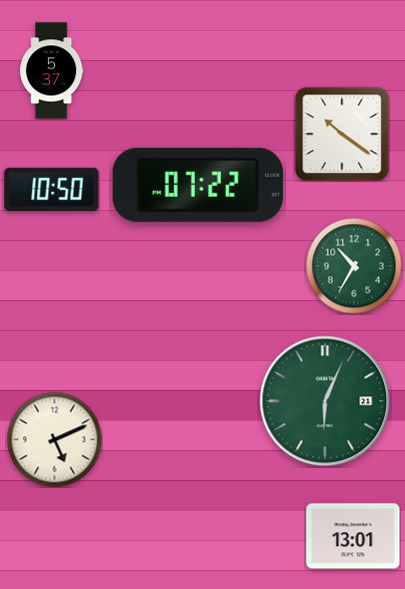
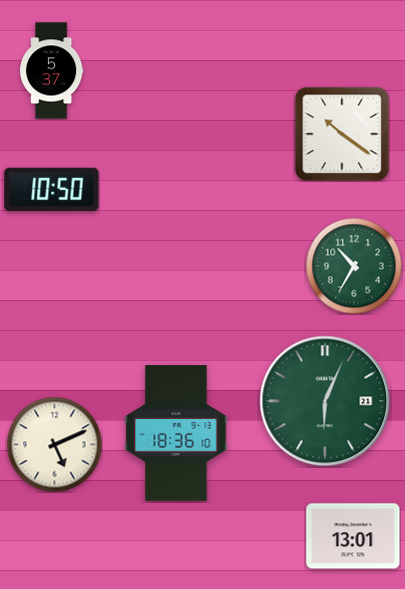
clock at (198, 185): 07:22 -> none
clock at (176, 433): none -> 18:36
clock at (54, 439) position: (54, 439) -> (54, 444)
